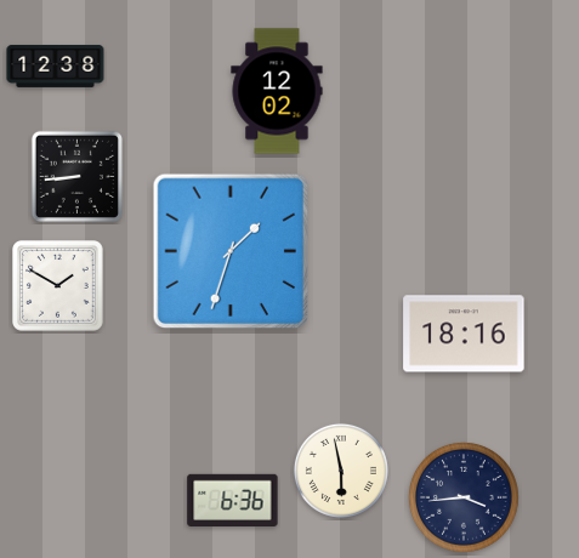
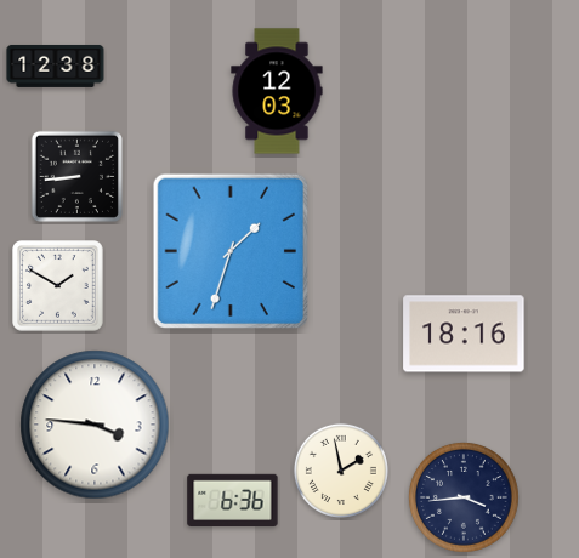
clock at (277, 91): 12:02 -> 12:03
clock at (95, 425): none -> 3:46
clock at (341, 471): 5:58 -> 1:58
